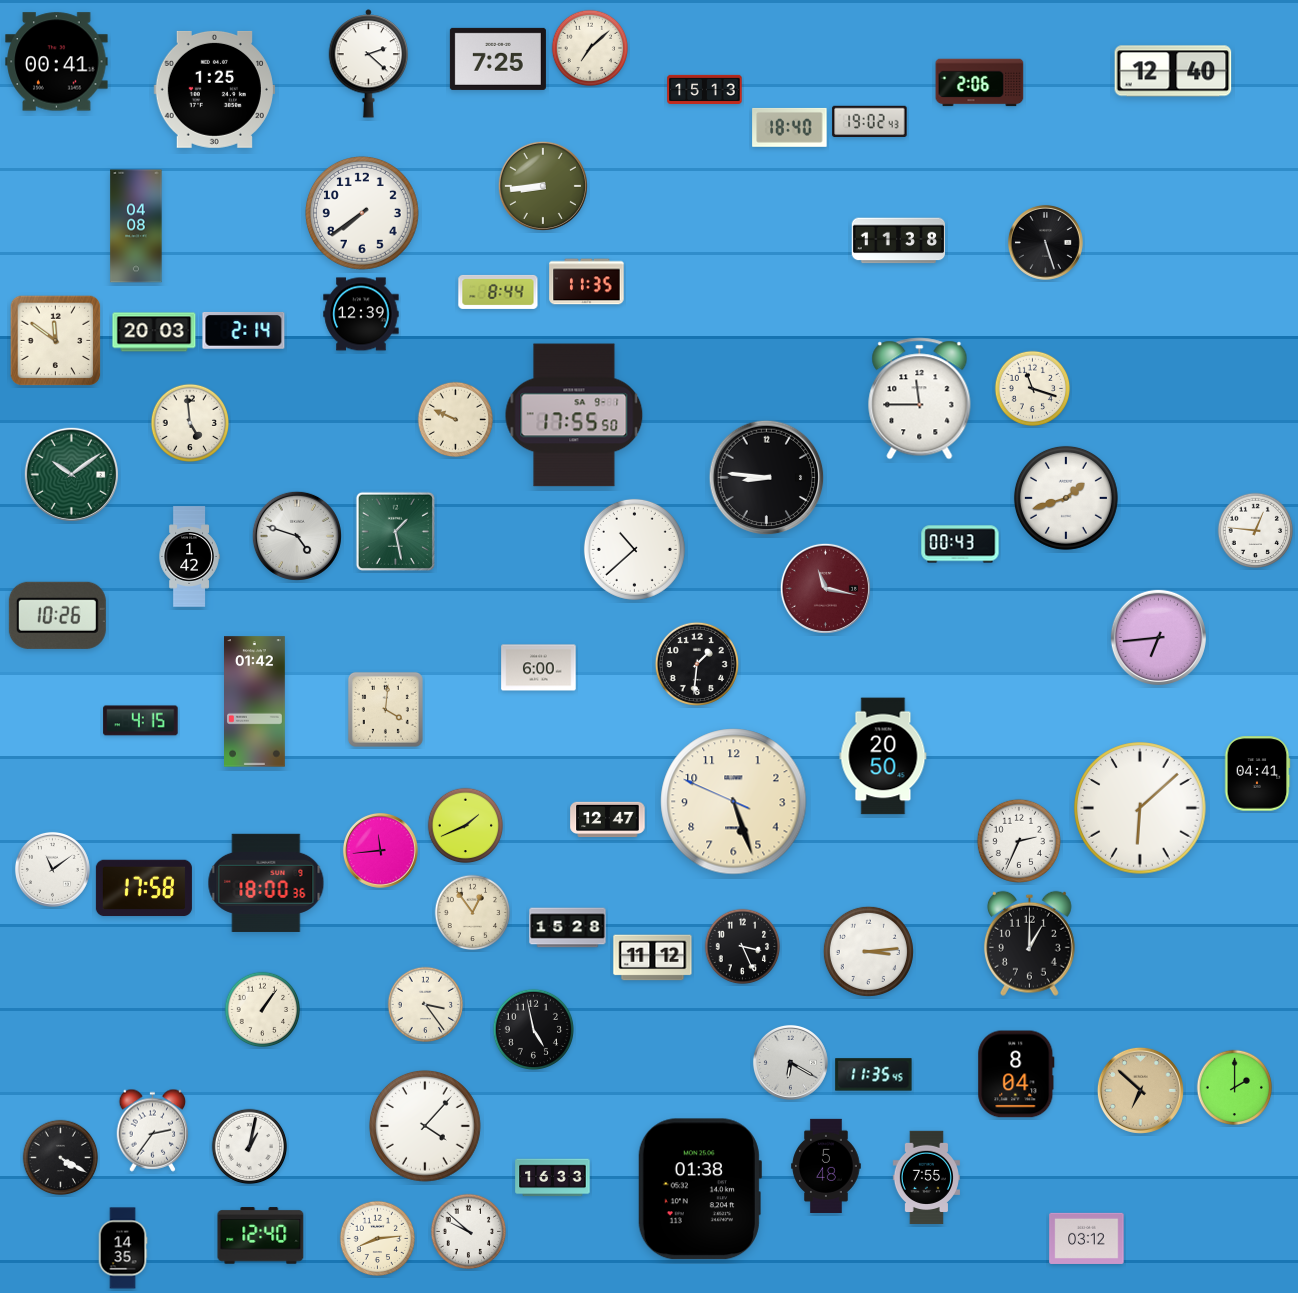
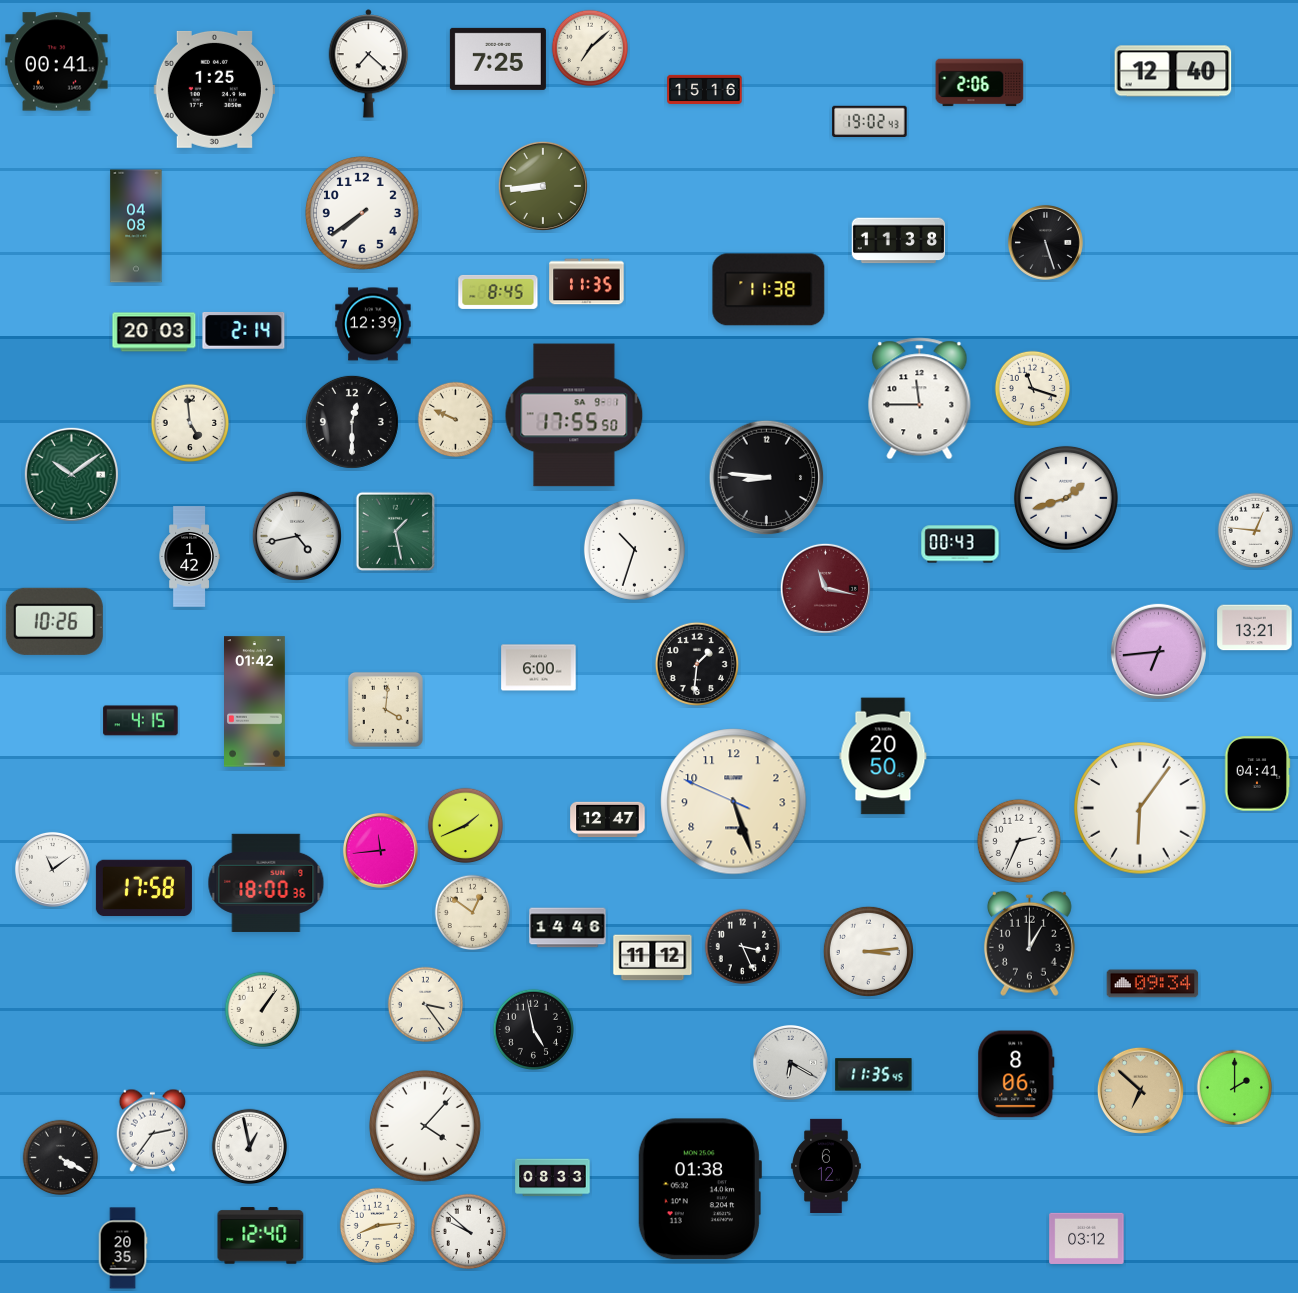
clock at (369, 64): 2:22 -> 7:22
clock at (705, 89): 15:13 -> 15:16
clock at (790, 127): 18:40 -> none
clock at (769, 290): none -> 11:38
clock at (498, 292): 8:44 -> 8:45
clock at (361, 314) position: (361, 314) -> (373, 324)
clock at (56, 341): 11:51 -> none
clock at (352, 422): none -> 12:30
clock at (297, 536): 4:48 -> 4:43
clock at (634, 549): 10:38 -> 10:33
clock at (57, 615) position: (57, 615) -> (54, 621)
clock at (1255, 628): none -> 13:21
clock at (1158, 637) position: (1158, 637) -> (1158, 651)
clock at (1140, 808): 6:08 -> 6:06
clock at (473, 913): 12:54 -> 12:51
clock at (568, 928): 15:28 -> 14:46
clock at (1153, 984): none -> 09:34
clock at (1016, 1074): 8:04 -> 8:06
clock at (250, 1147): 1:02 -> 12:58
clock at (826, 1165): 5:48 -> 6:12
clock at (553, 1178): 16:33 -> 08:33
clock at (926, 1178): 7:55 -> none
clock at (378, 1239) position: (378, 1239) -> (378, 1226)
clock at (123, 1248): 14:35 -> 20:35
